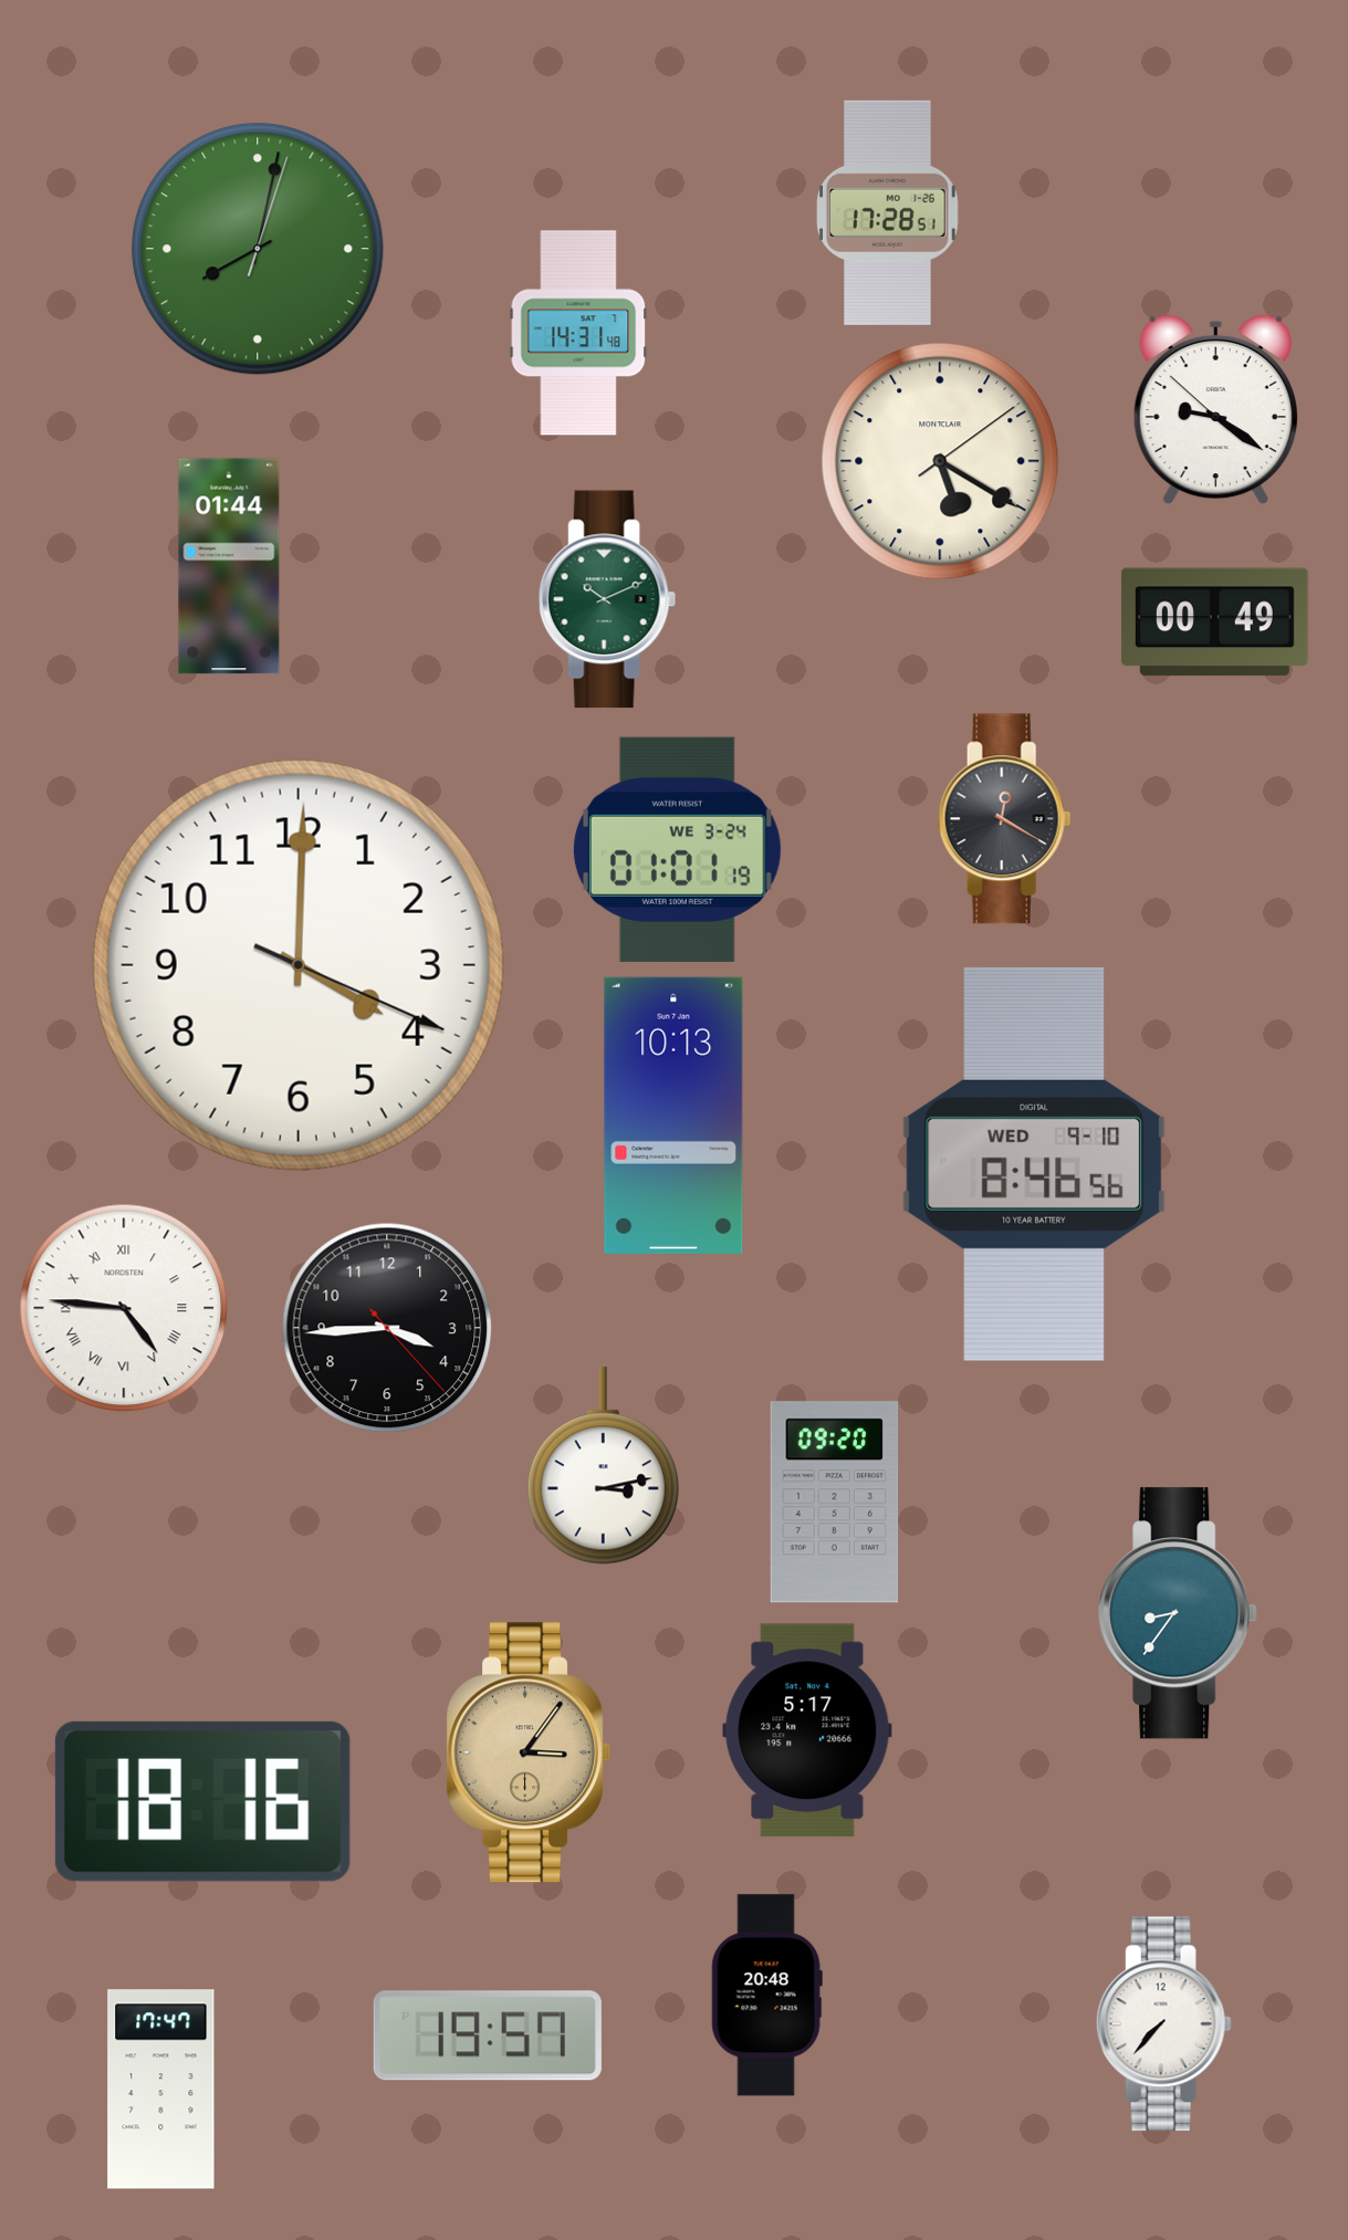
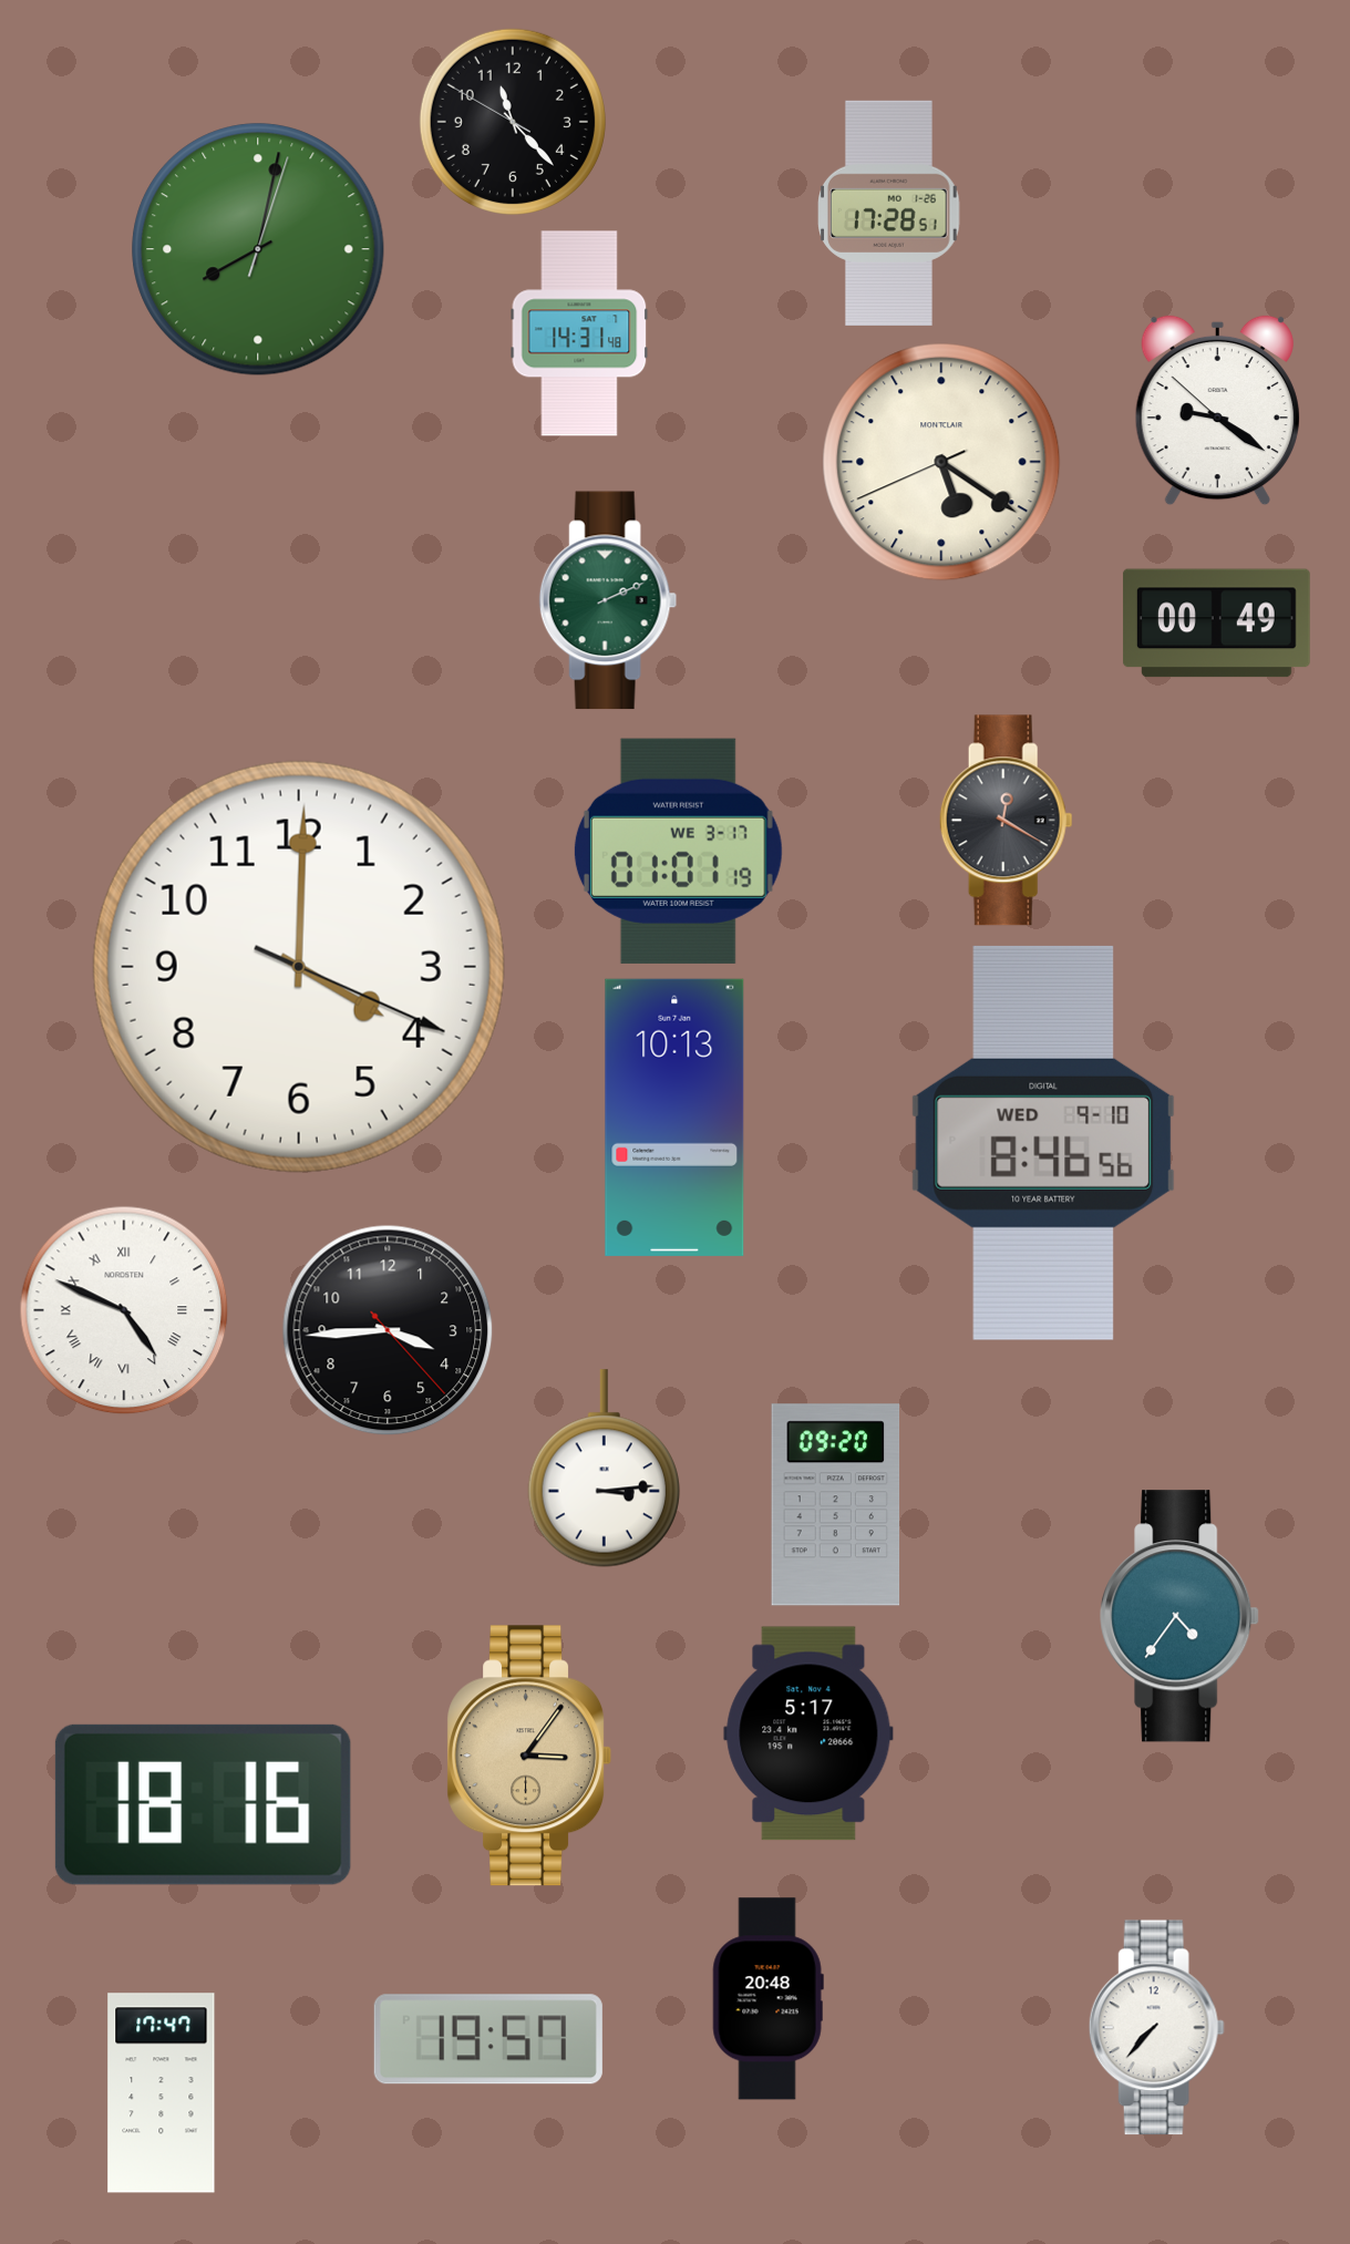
clock at (513, 122): none -> 11:22
clock at (940, 461): 5:20:09 -> 5:20:41
clock at (229, 566): 01:44 -> none
clock at (607, 599): 10:11 -> 2:11
clock at (677, 849) date: WE 3-24 -> WE 3-17
clock at (1034, 1164) position: (1034, 1164) -> (1043, 1143)
clock at (124, 1308): 4:46 -> 4:49
clock at (603, 1466): 3:13 -> 3:14
clock at (1178, 1613): 8:36 -> 4:36
clock at (1163, 2024) position: (1163, 2024) -> (1156, 2028)
